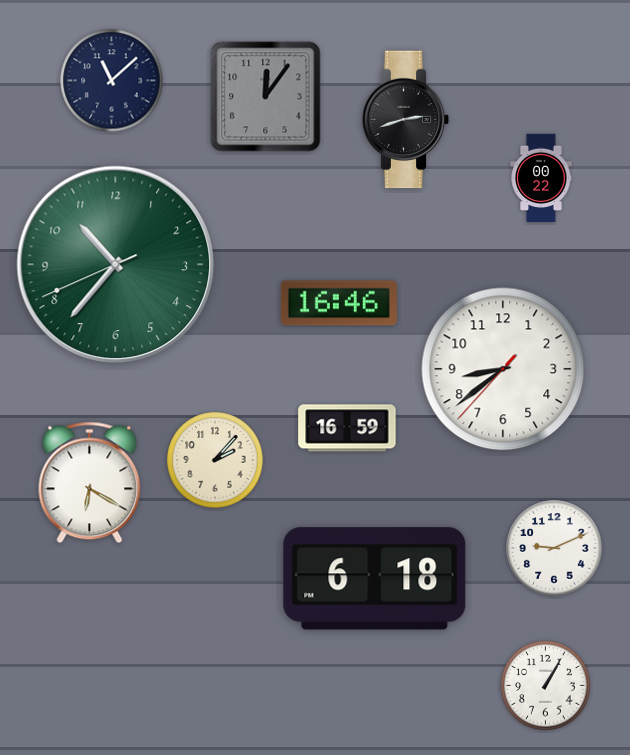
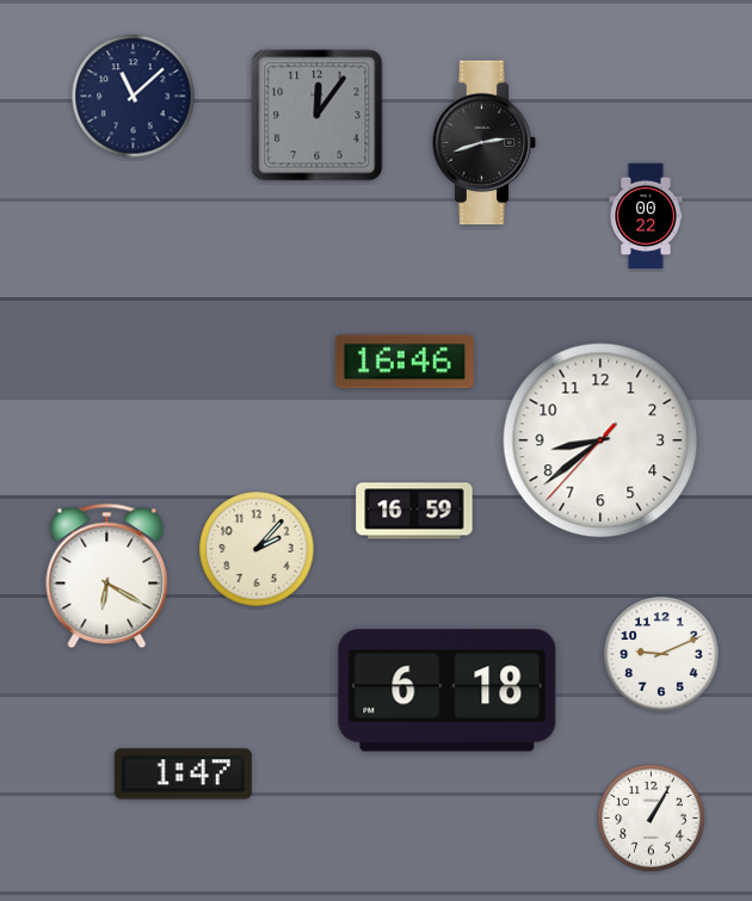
clock at (541, 178) position: (541, 178) -> (646, 216)
clock at (116, 265): 10:36 -> none
clock at (183, 775): none -> 1:47
